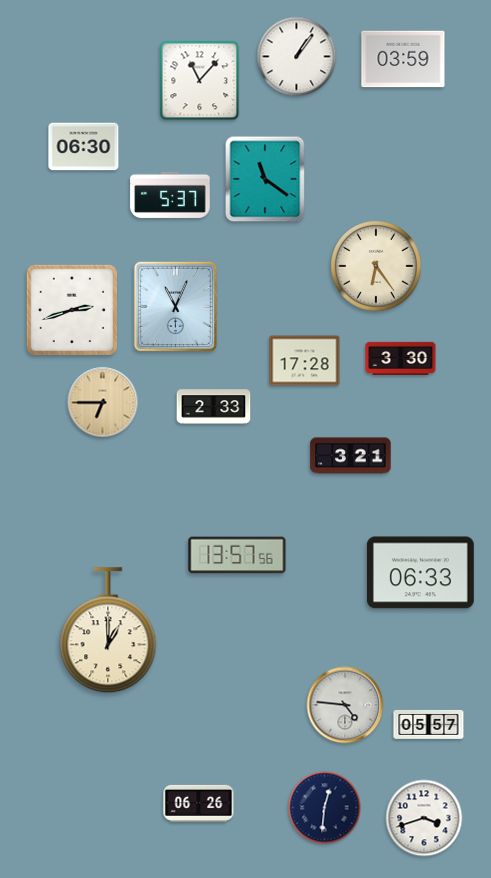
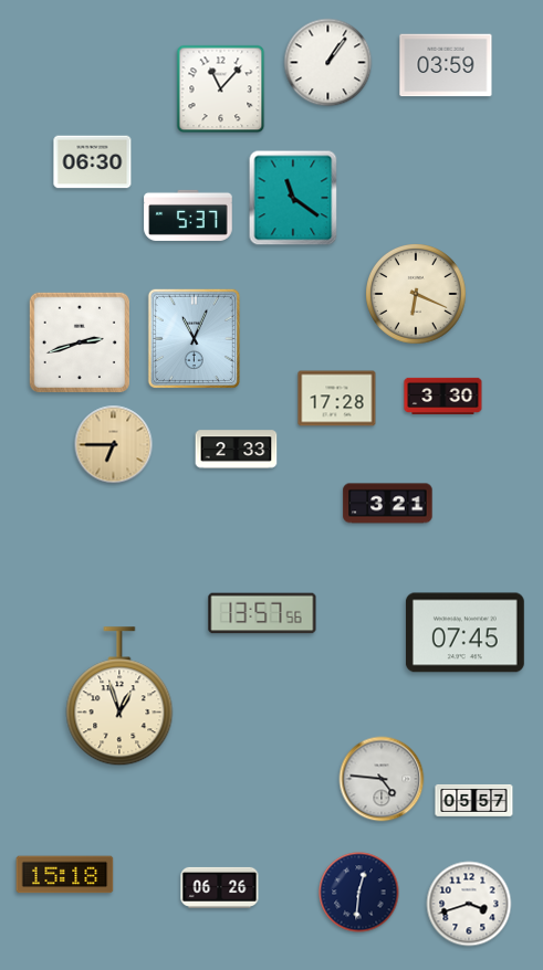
clock at (377, 267): 6:24 -> 6:19
clock at (420, 573): 06:33 -> 07:45
clock at (108, 631): 1:00 -> 12:57
clock at (65, 875): none -> 15:18
